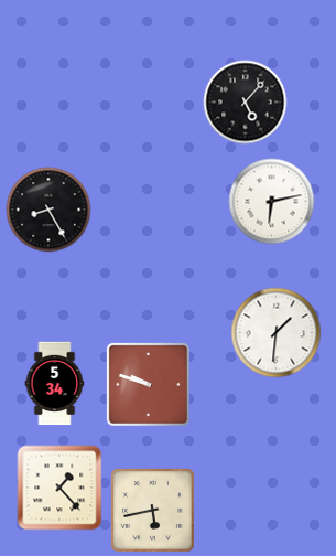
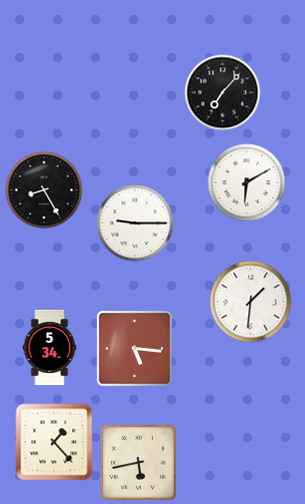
clock at (246, 103): 5:07 -> 7:07
clock at (272, 202): 6:13 -> 6:10
clock at (135, 223): none -> 9:15
clock at (148, 384): 9:48 -> 5:16
